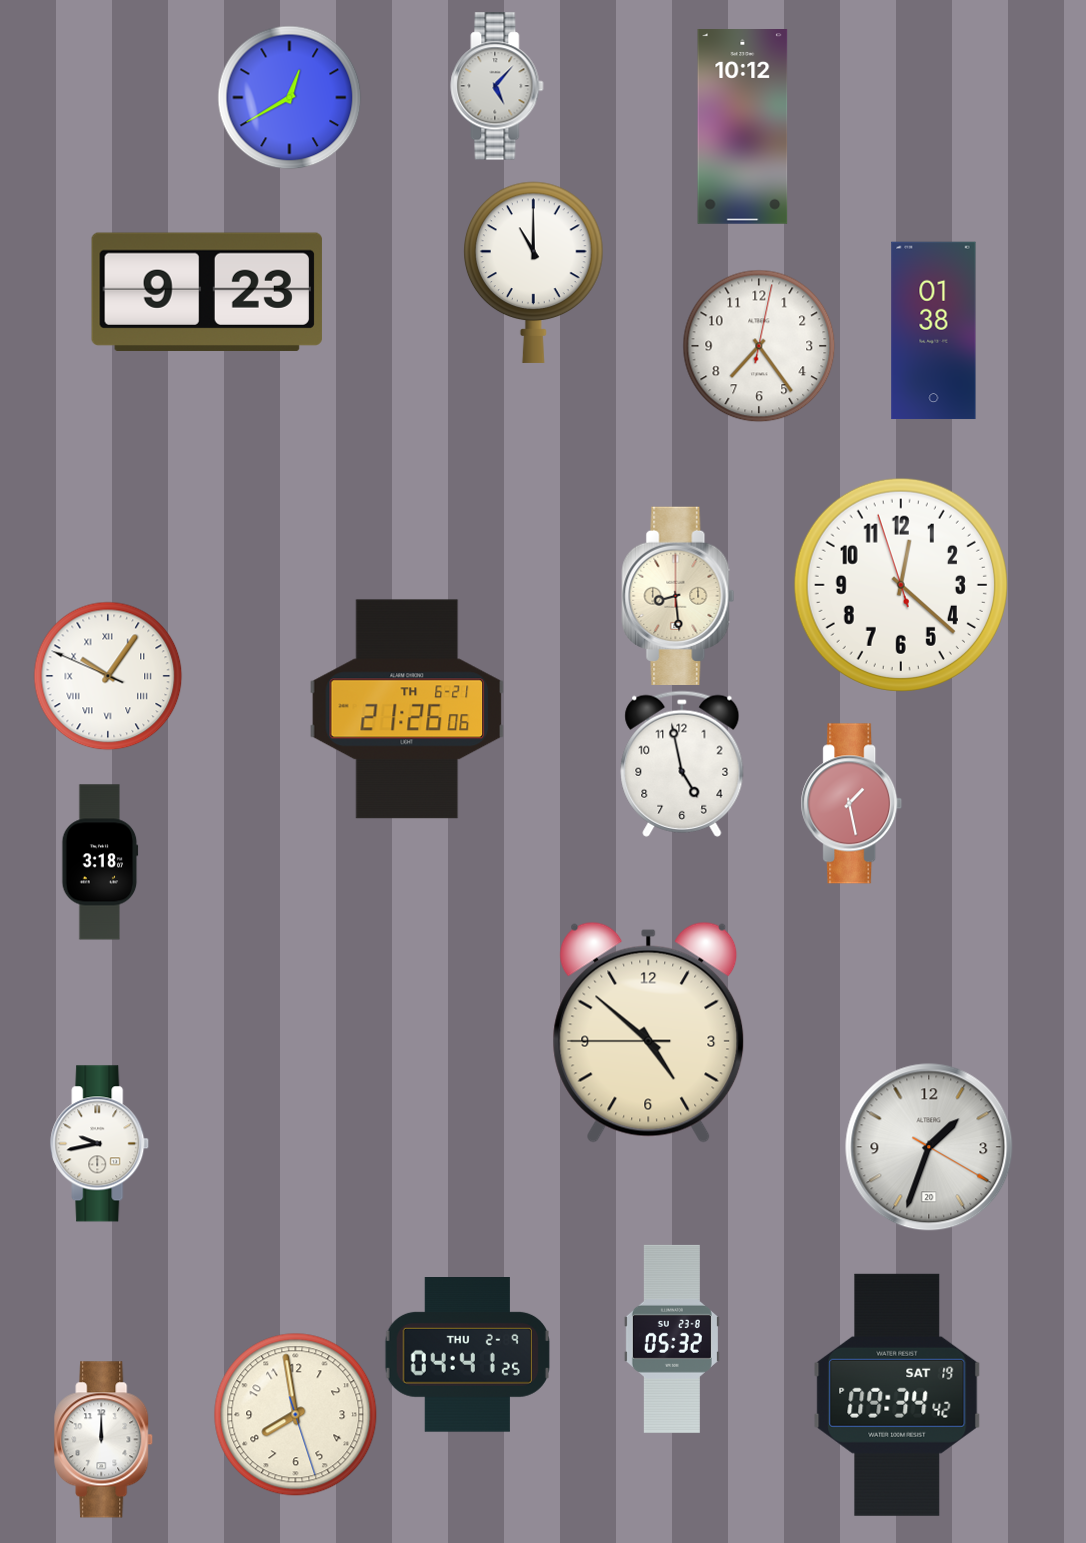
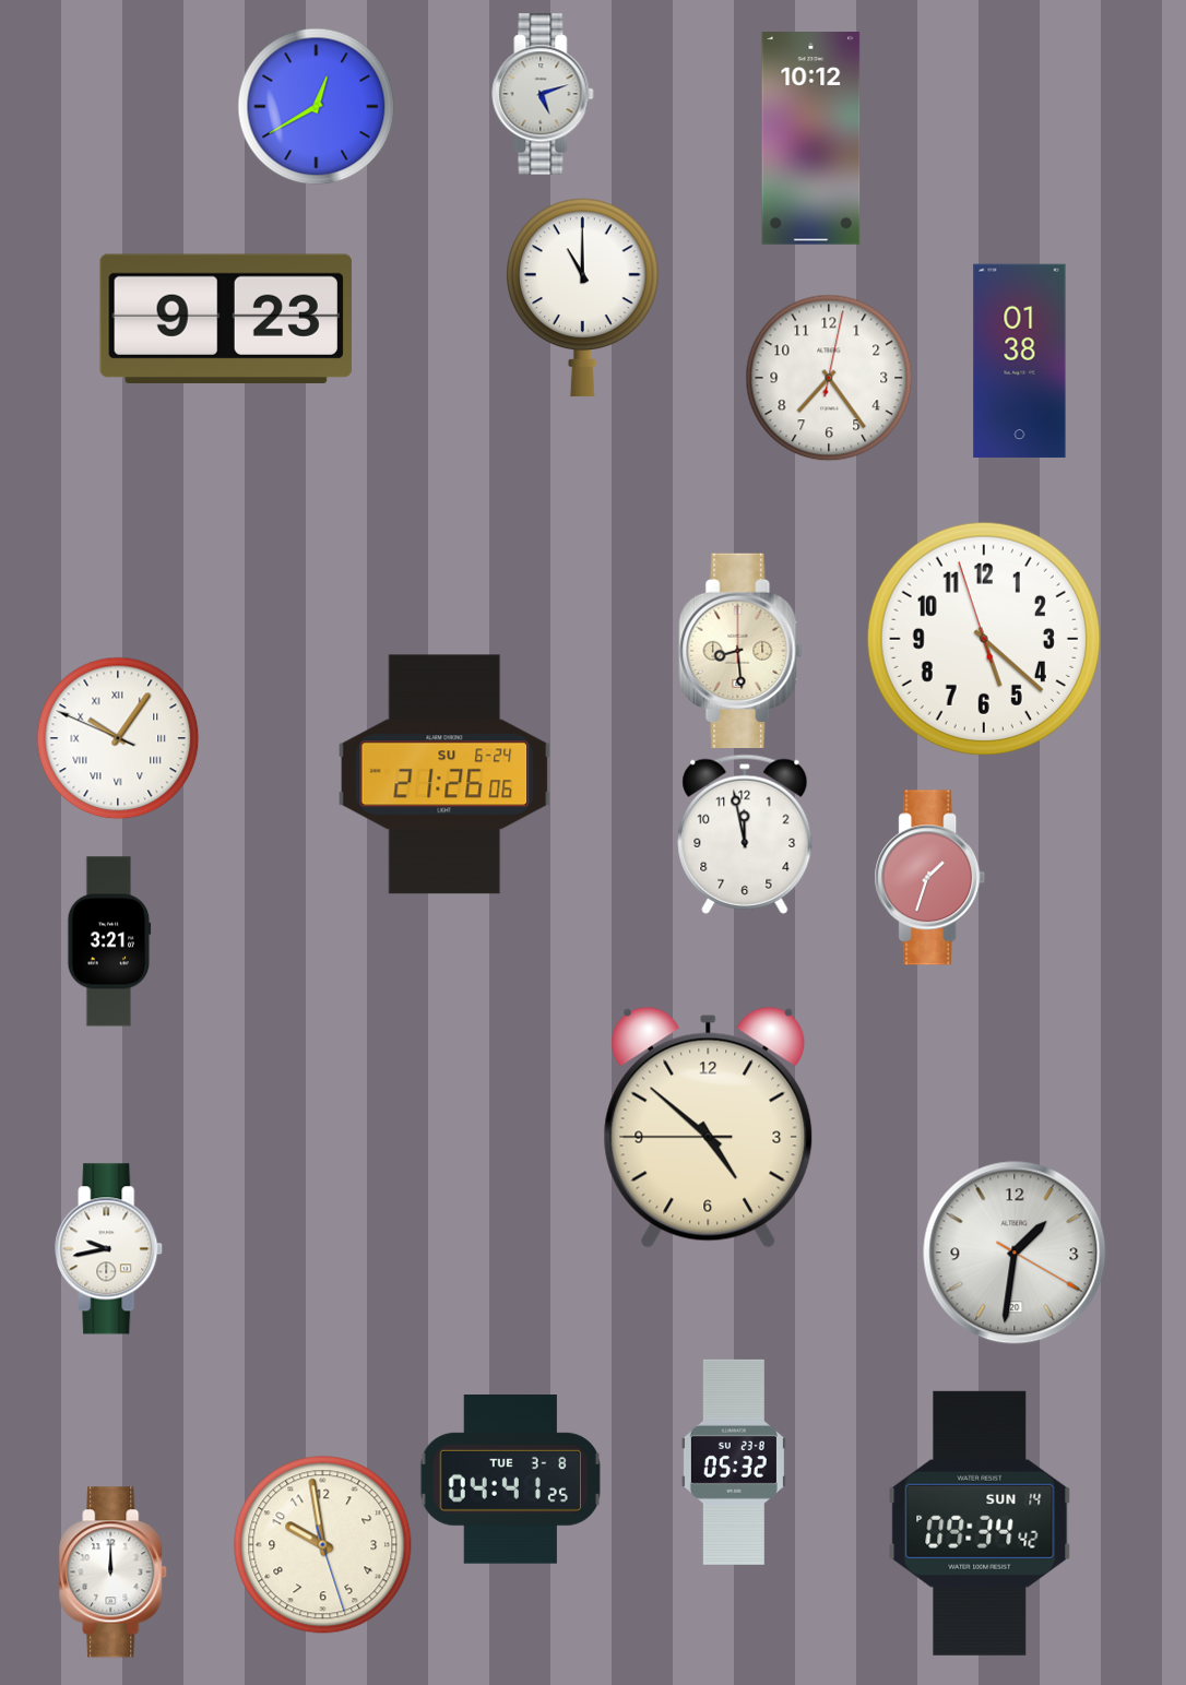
clock at (497, 86): 5:07 -> 5:12
clock at (901, 585): 12:21 -> 5:21
clock at (407, 709) date: TH 6-21 -> SU 6-24
clock at (682, 764): 4:58 -> 11:58
clock at (852, 804): 1:28 -> 1:33
clock at (100, 862): 3:18 -> 3:21
clock at (929, 1147): 1:33 -> 1:31
clock at (467, 1355) date: THU 2-9 -> TUE 3-8
clock at (897, 1395) date: SAT 19 -> SUN 14
clock at (296, 1415): 7:58 -> 9:58
